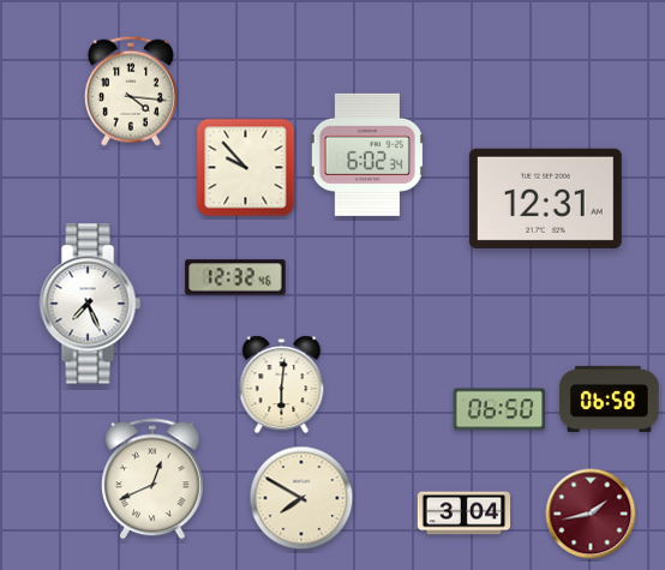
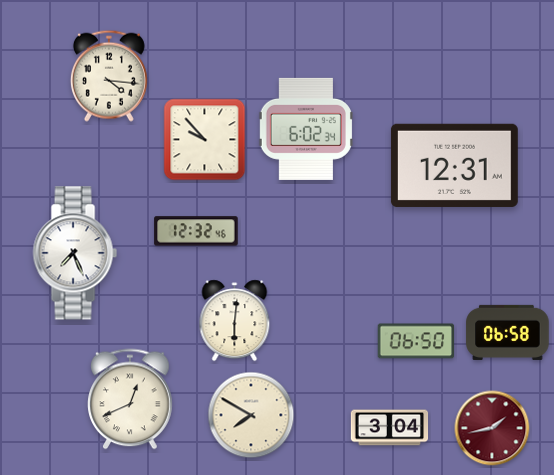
clock at (152, 479) position: (152, 479) -> (130, 399)
clock at (465, 514) position: (465, 514) -> (390, 428)
